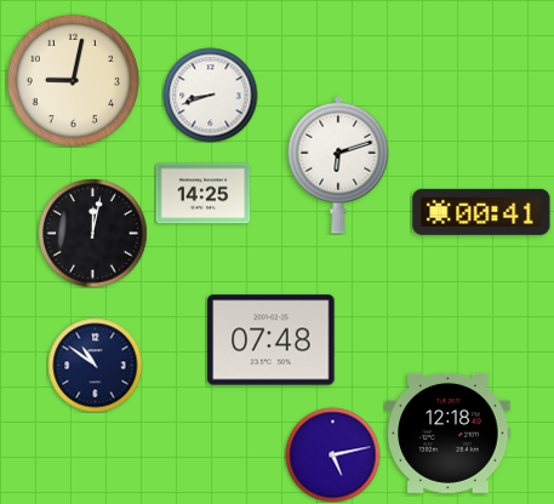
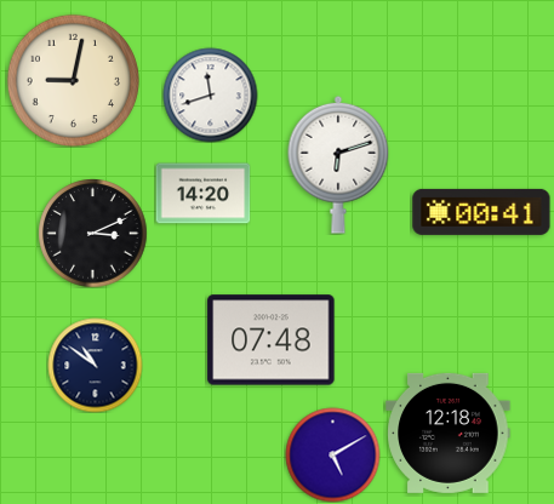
clock at (210, 94): 8:42 -> 11:42
clock at (202, 194): 14:25 -> 14:20
clock at (92, 233): 12:02 -> 3:11
clock at (332, 454): 5:13 -> 5:10
